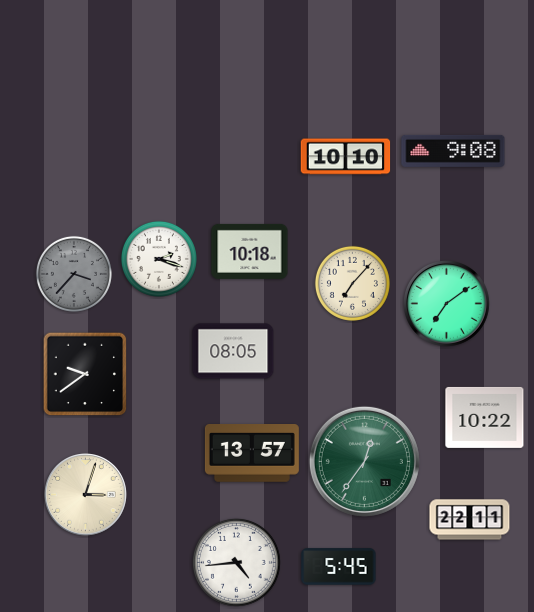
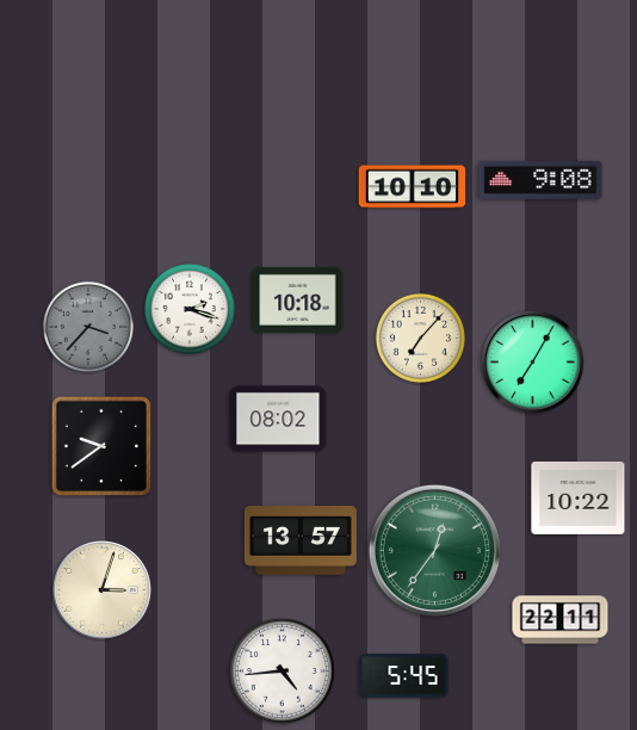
clock at (447, 304): 7:09 -> 7:05
clock at (233, 351): 08:05 -> 08:02
